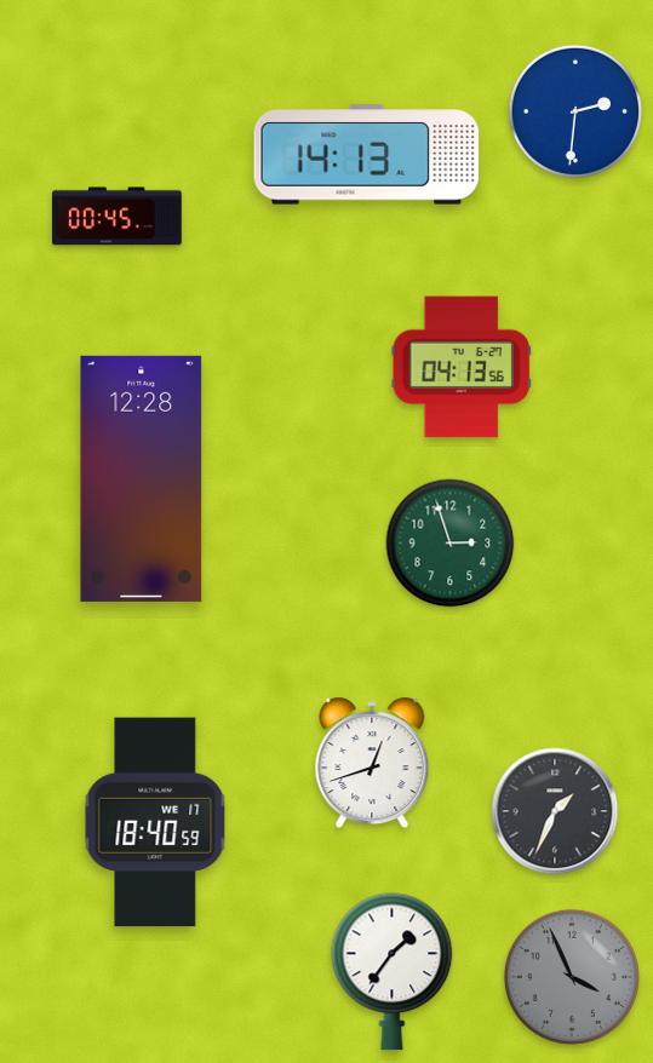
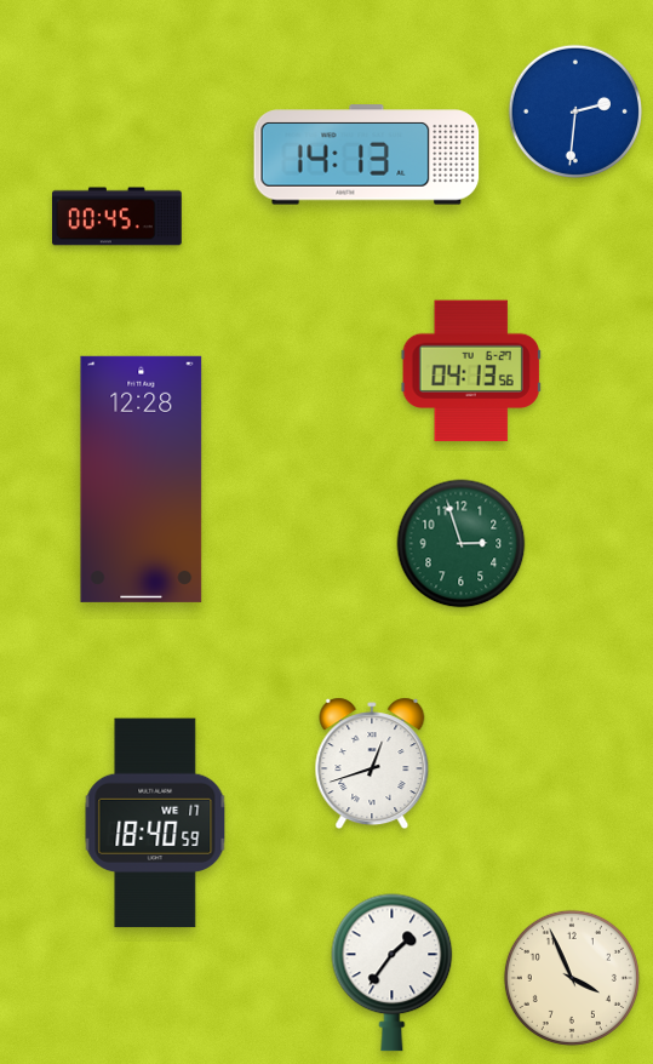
clock at (462, 367) position: (462, 367) -> (471, 371)
clock at (451, 544) position: (451, 544) -> (462, 544)
clock at (555, 811): 1:34 -> none
clock at (572, 977) dial: grey -> cream
